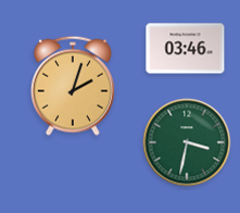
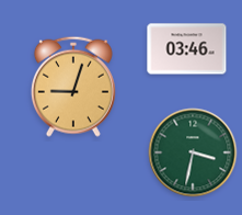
clock at (73, 86): 2:03 -> 9:03
clock at (187, 142) position: (187, 142) -> (193, 152)
